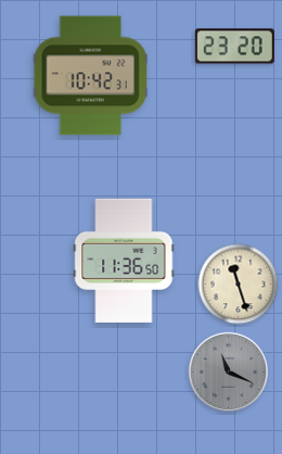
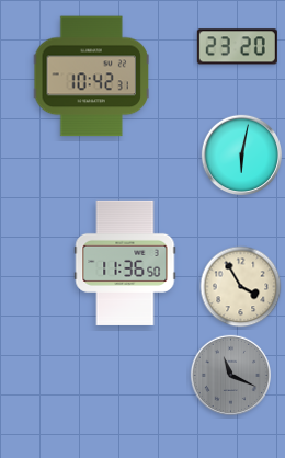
clock at (242, 156): none -> 6:02
clock at (239, 285): 11:27 -> 3:55
